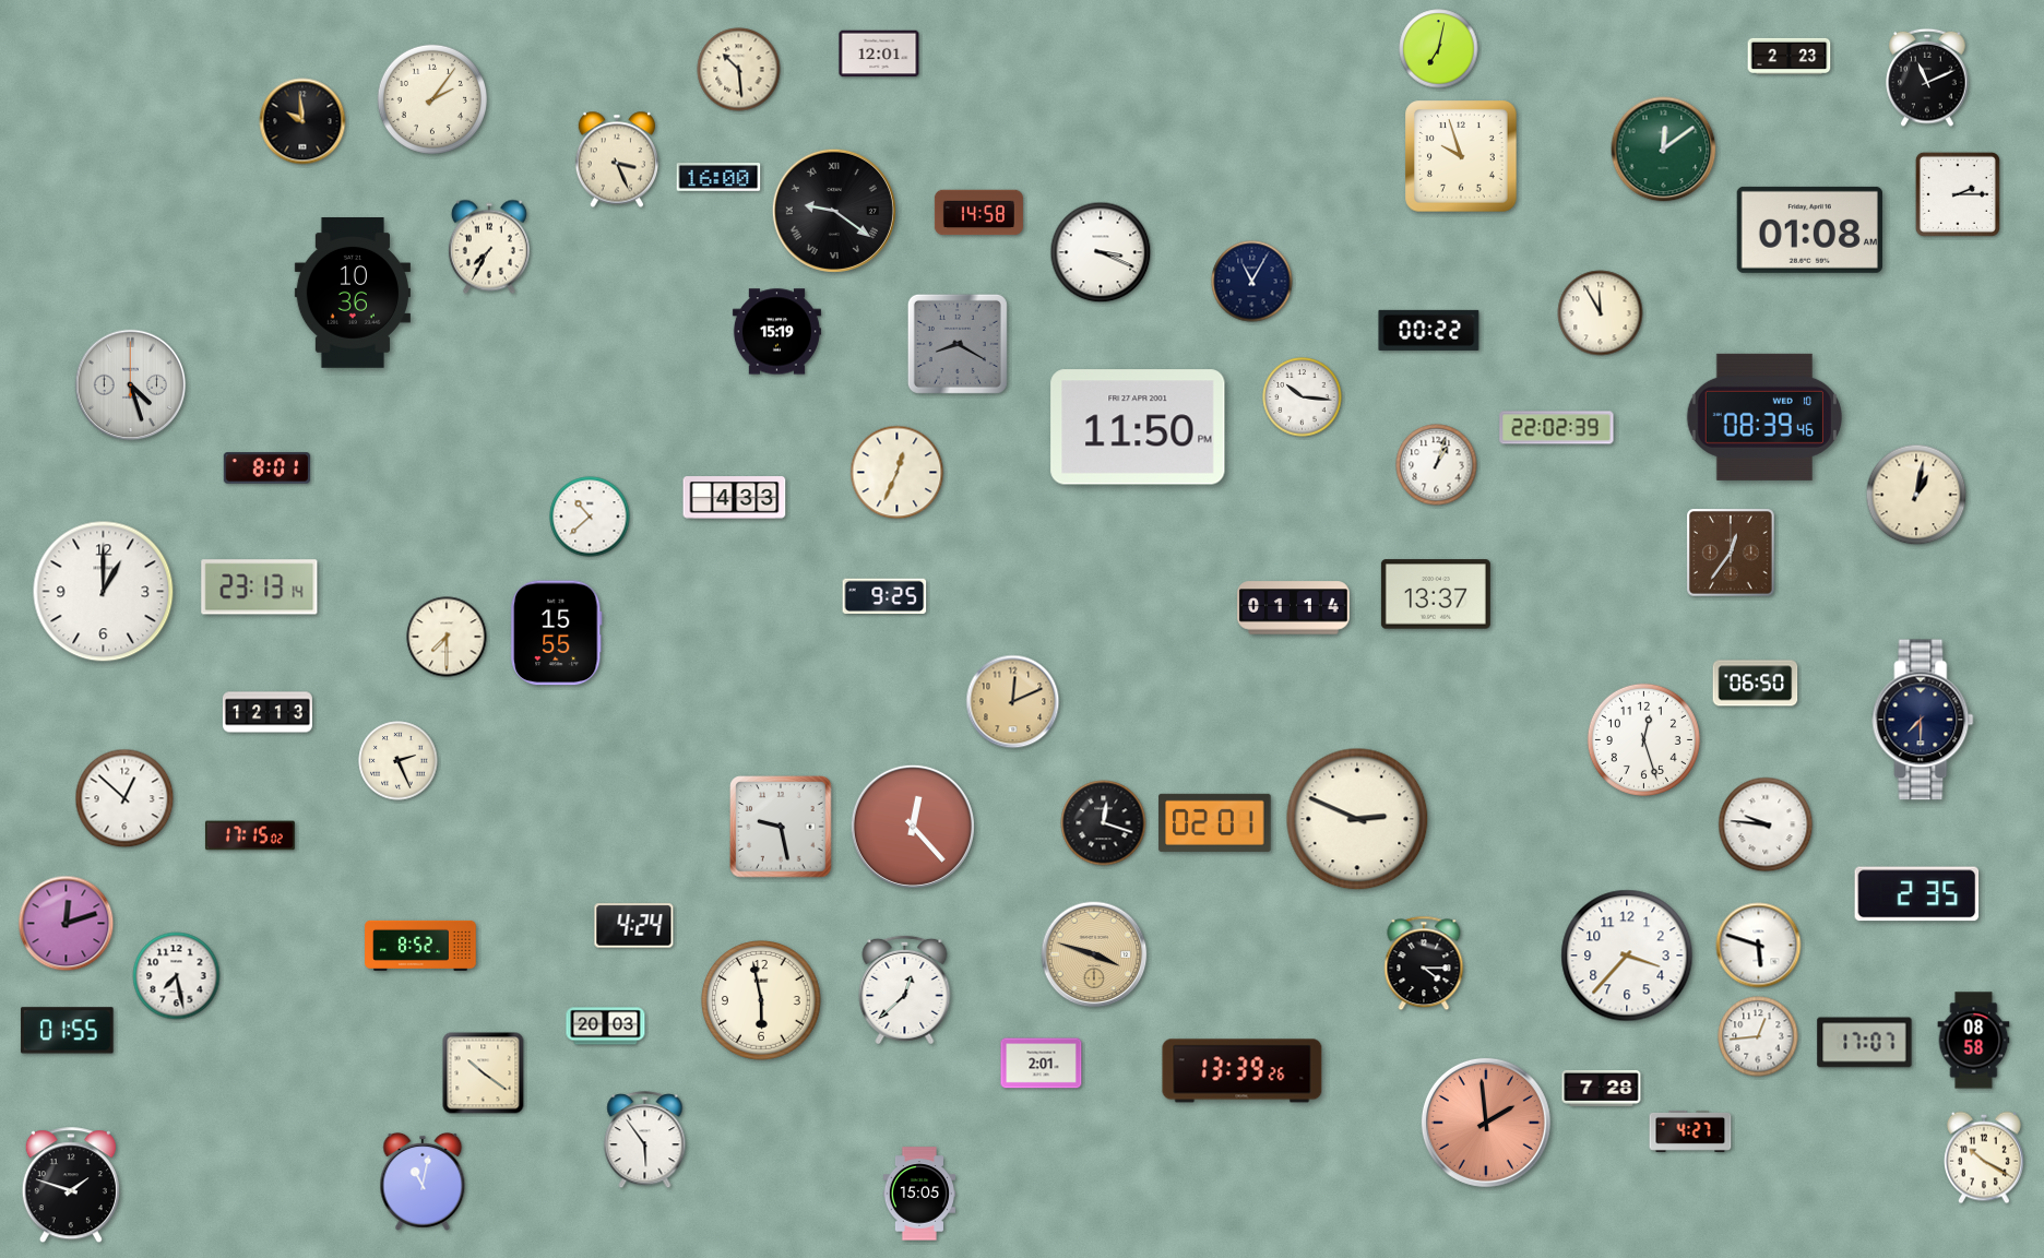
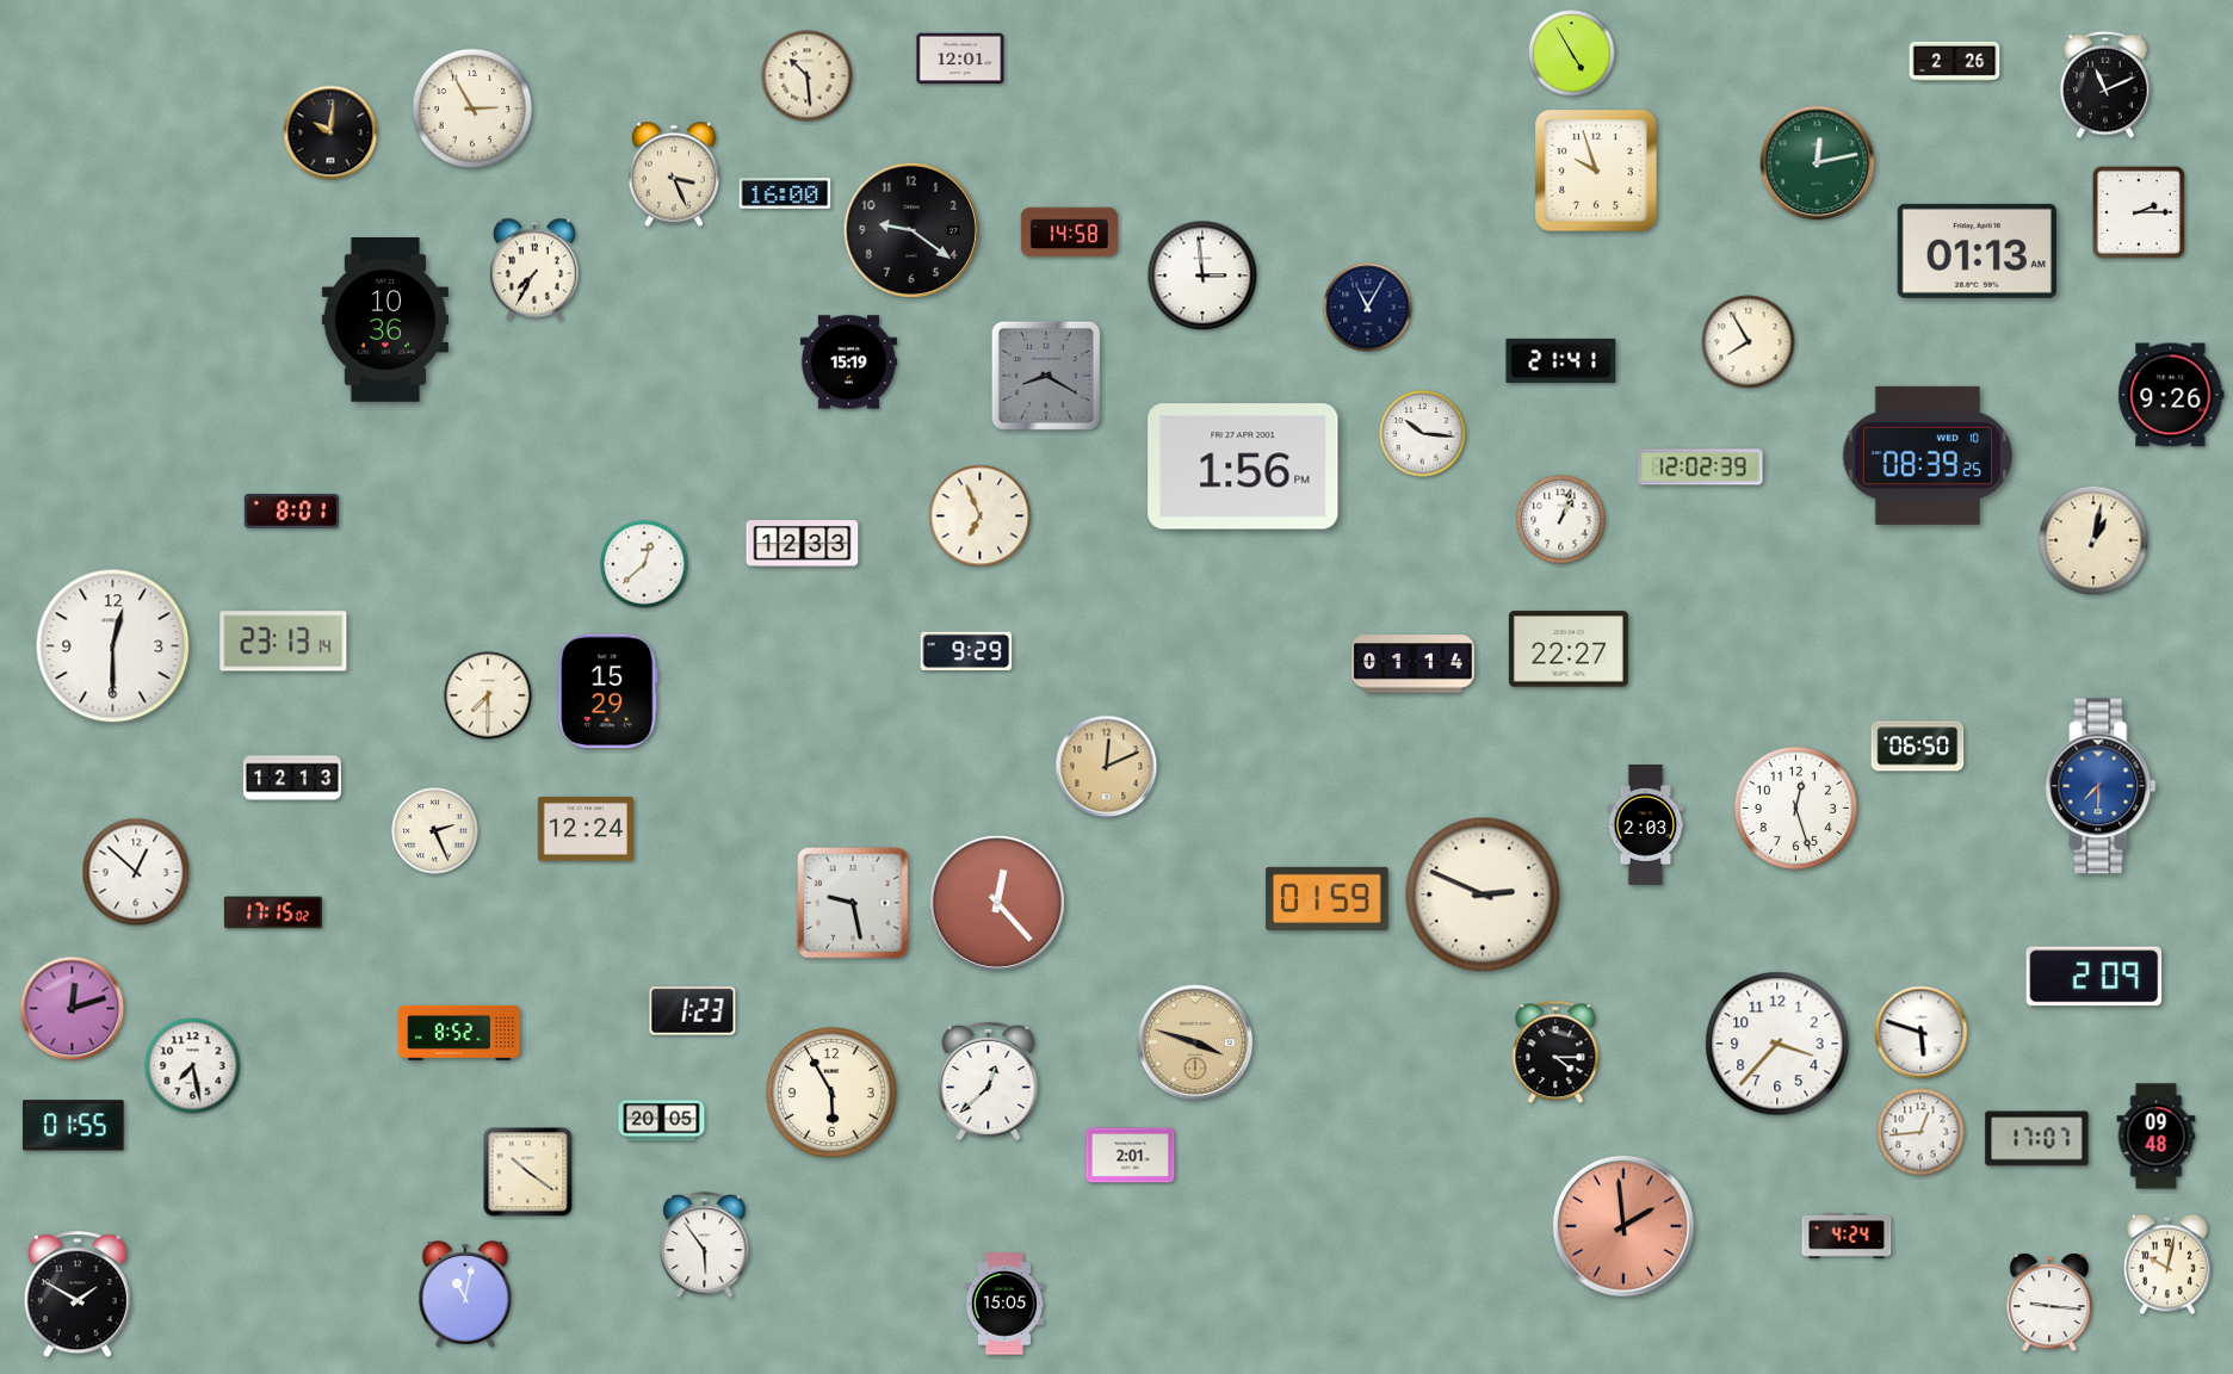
clock at (1439, 49): 7:02 -> 4:55
clock at (1790, 56): 2:23 -> 2:26
clock at (432, 99): 2:06 -> 2:55
clock at (302, 121): 9:59 -> 10:01
clock at (1664, 150): 12:09 -> 12:13
clock at (834, 211) numerals: Roman -> Arabic
clock at (1809, 229): 01:08 -> 01:13
clock at (1101, 252): 3:19 -> 2:59
clock at (1601, 313): 11:55 -> 7:55
clock at (1429, 330): 00:22 -> 21:41
clock at (2171, 395): none -> 9:26
clock at (131, 385): 4:27 -> none
clock at (1764, 417): 08:39:46 -> 08:39:25
clock at (1138, 427): 11:50 -> 1:56
clock at (1557, 428): 22:02 -> 12:02
clock at (1437, 465) position: (1437, 465) -> (1561, 520)
clock at (898, 473): 12:34 -> 6:56
clock at (735, 498): 4:33 -> 12:33
clock at (590, 517): 10:38 -> 12:38
clock at (1732, 554): 12:36 -> none
clock at (104, 592): 1:00 -> 12:30
clock at (1436, 594): 13:37 -> 22:27
clock at (884, 595): 9:25 -> 9:29
clock at (557, 633): 15:55 -> 15:29
clock at (1923, 720) dial: navy -> blue
clock at (1646, 825): none -> 2:03
clock at (586, 829): none -> 12:24
clock at (1215, 822): 02:01 -> 01:59
clock at (1104, 823): 12:18 -> none
clock at (1766, 824): 9:46 -> none
clock at (1917, 894): 2:35 -> 2:09
clock at (634, 926): 4:24 -> 1:23
clock at (761, 1000): 5:58 -> 5:55
clock at (606, 1026): 20:03 -> 20:05
clock at (1974, 1041): 08:58 -> 09:48
clock at (1042, 1064) position: (1042, 1064) -> (1131, 1156)
clock at (1243, 1071): 13:39 -> none
clock at (1602, 1088): 7:28 -> none
clock at (1690, 1131): 4:27 -> 4:24
clock at (1984, 1158): 10:20 -> 10:02
clock at (423, 1182) position: (423, 1182) -> (465, 1294)
clock at (71, 1186): 1:48 -> 1:50
clock at (2049, 1302): none -> 9:16
